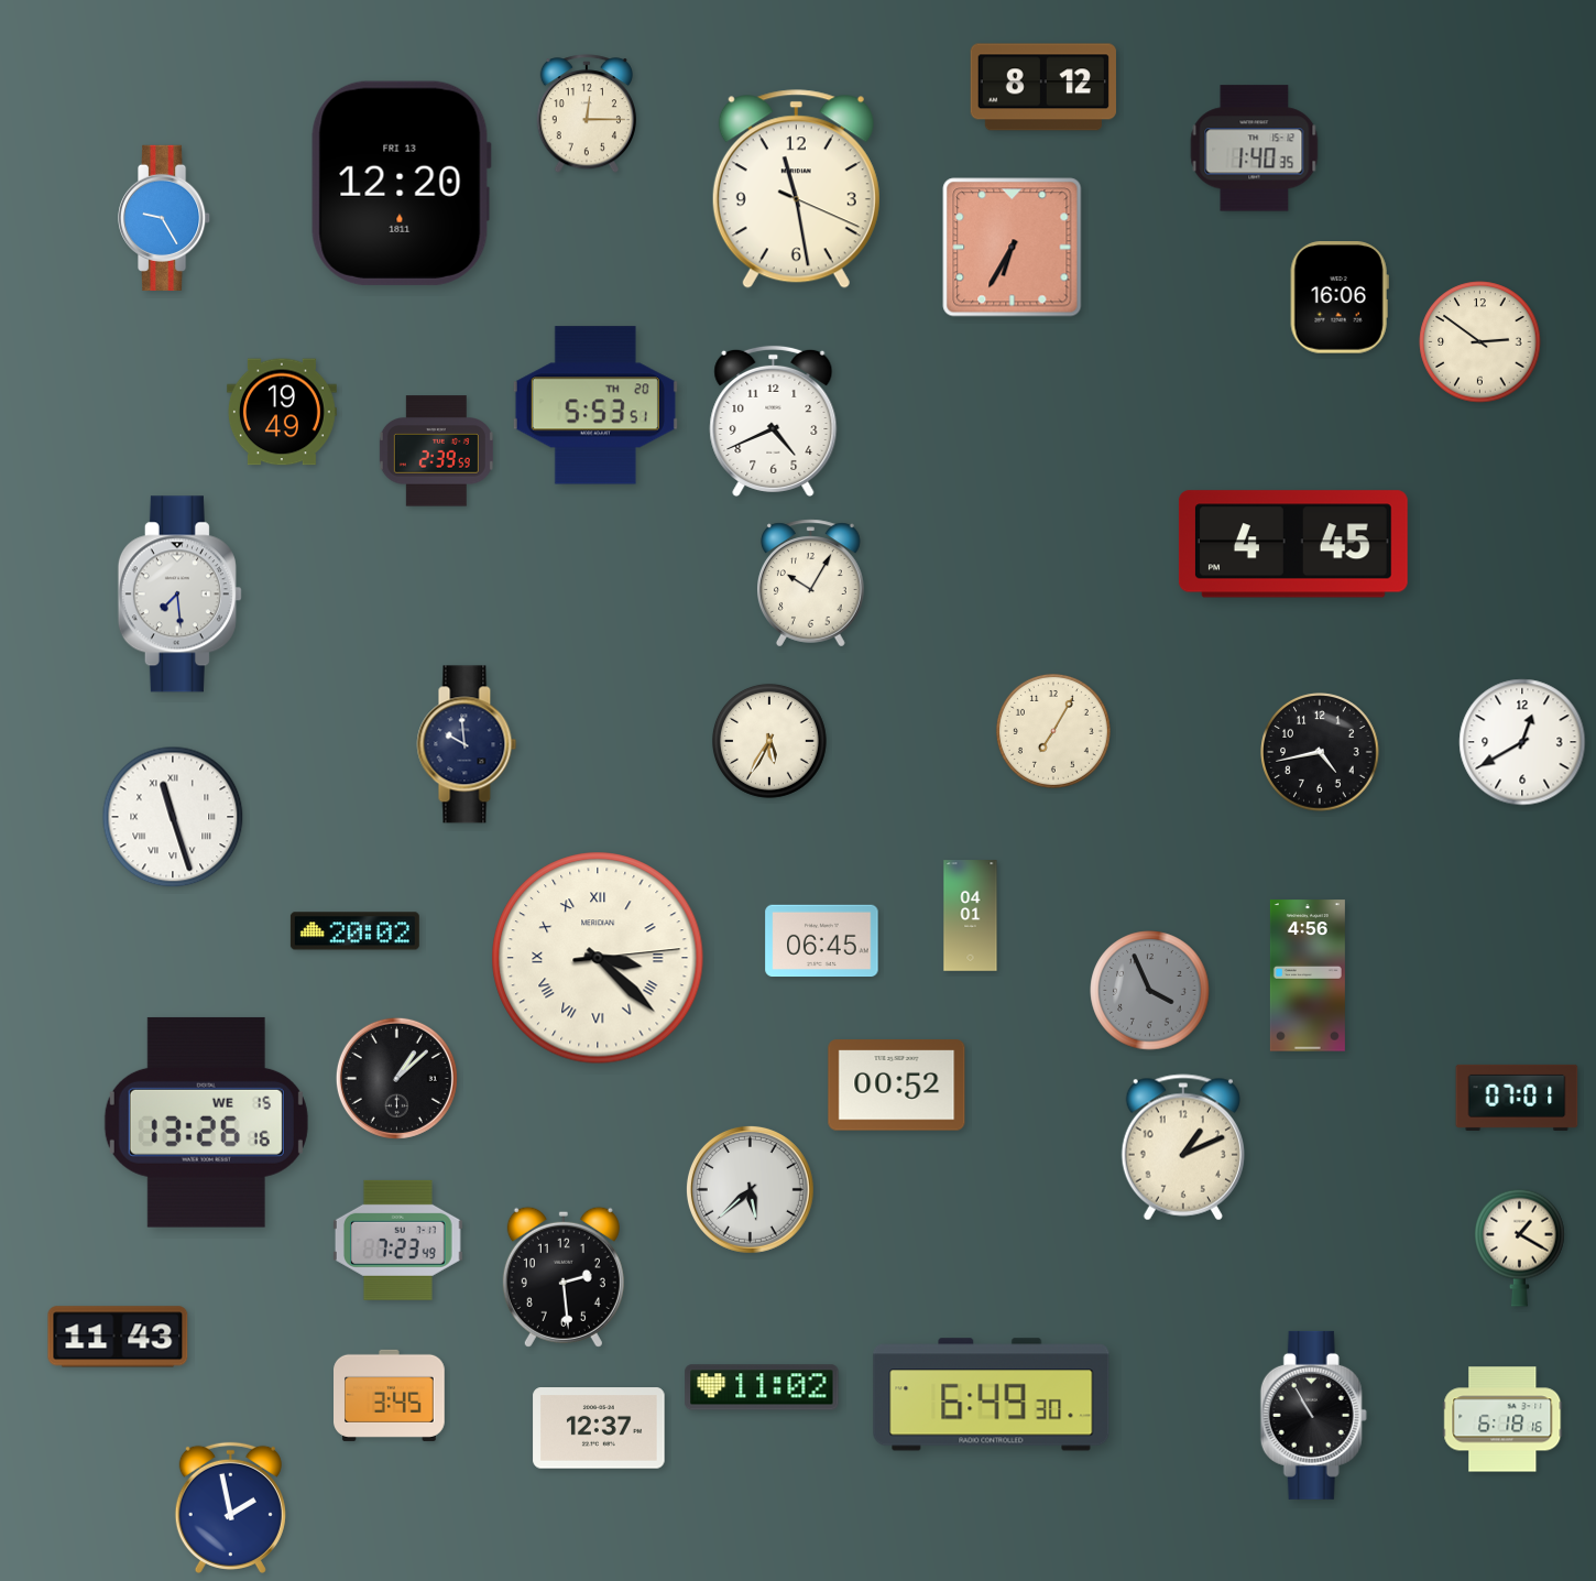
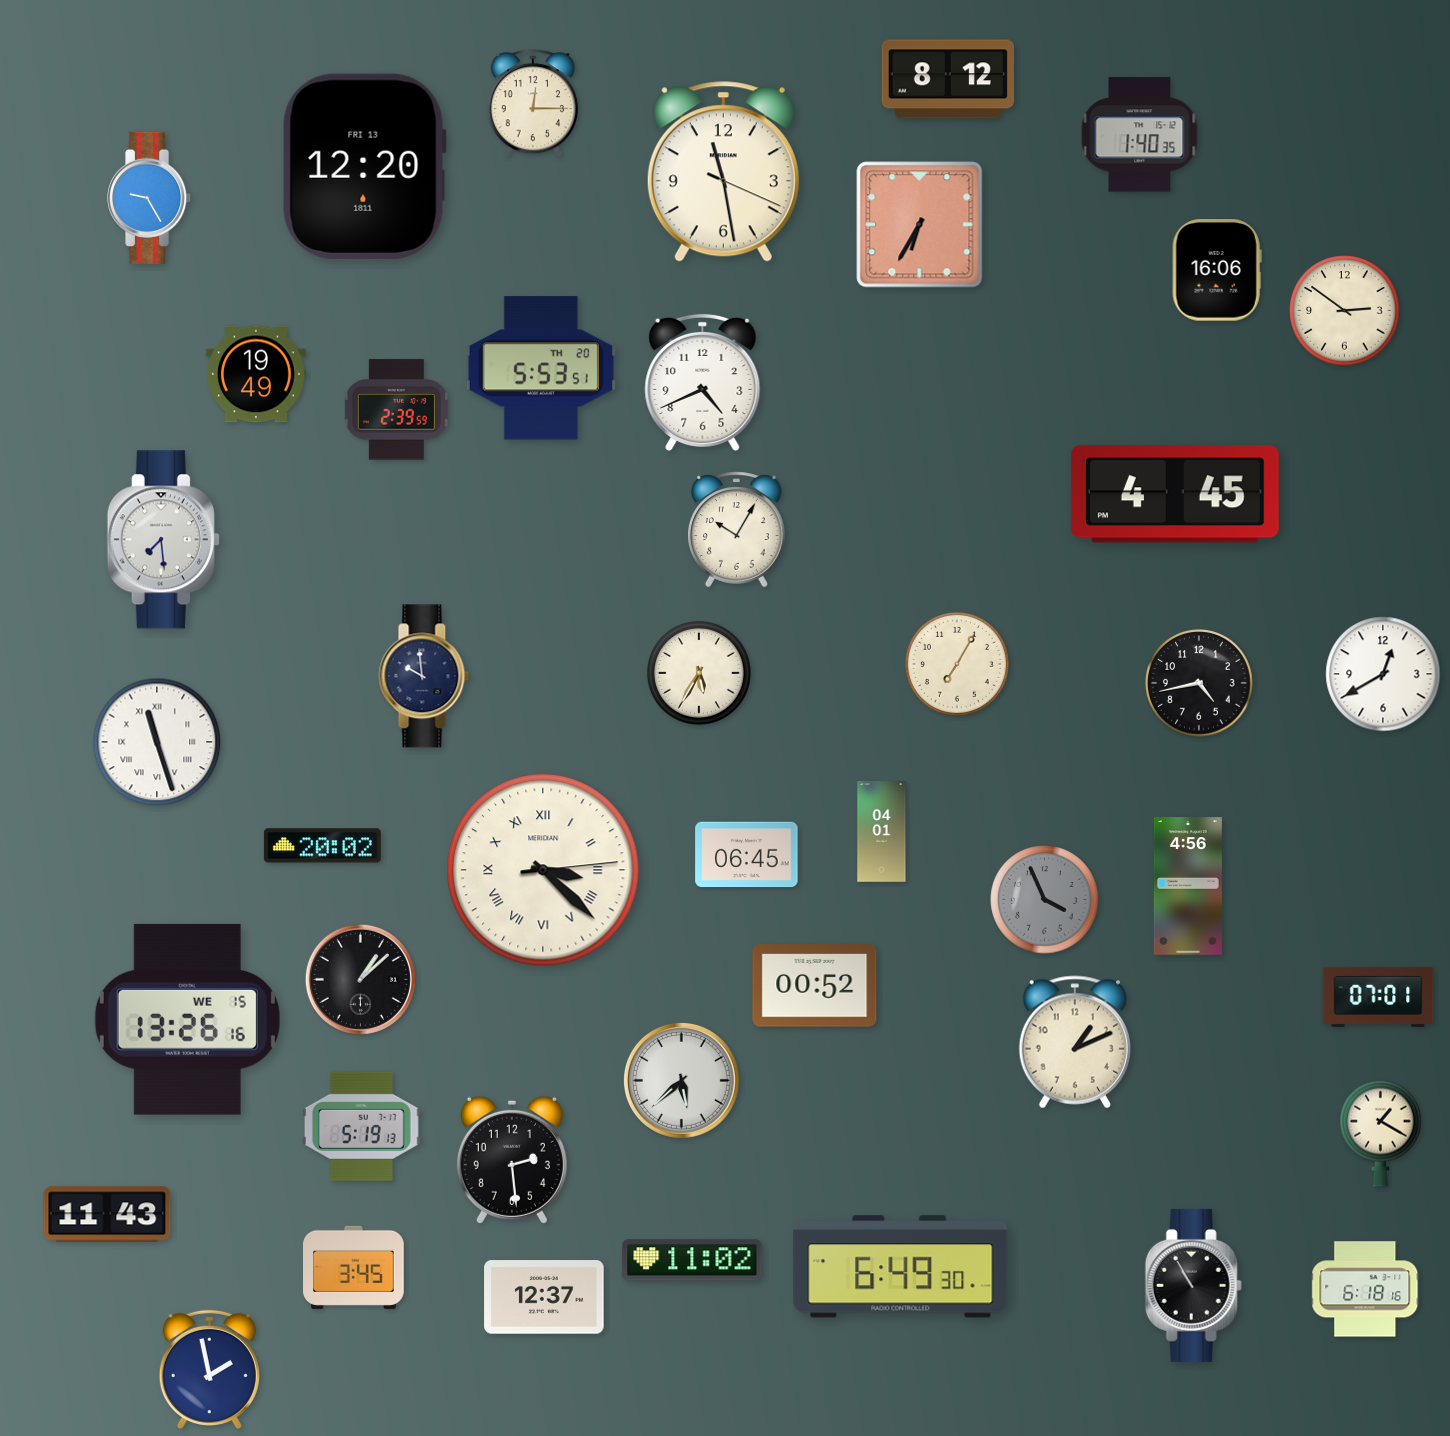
clock at (398, 1240): 7:23 -> 5:19
